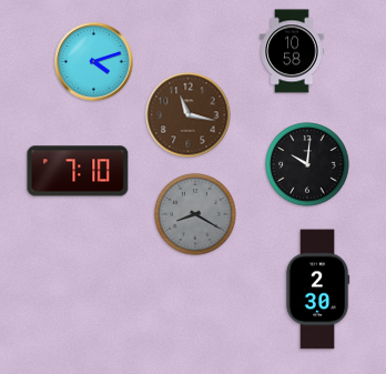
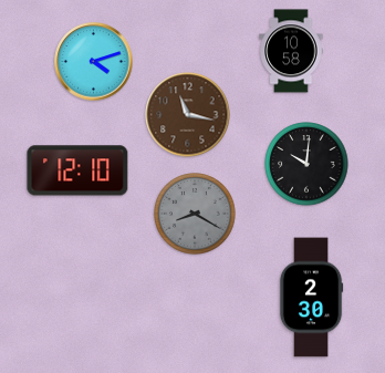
clock at (78, 171): 7:10 -> 12:10
clock at (317, 290) position: (317, 290) -> (311, 298)
